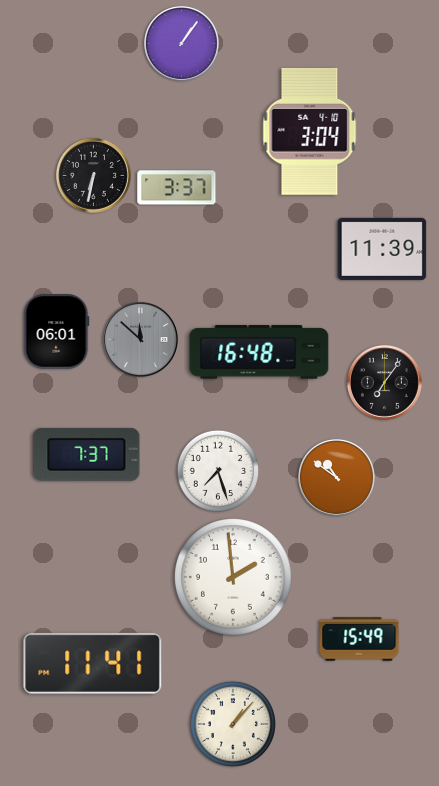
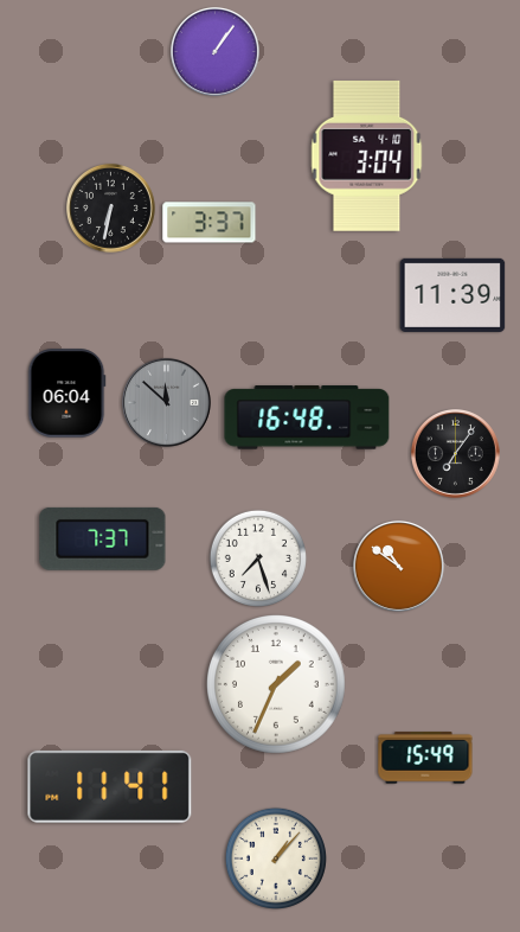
clock at (56, 332): 06:01 -> 06:04
clock at (234, 578): 1:59 -> 1:34
